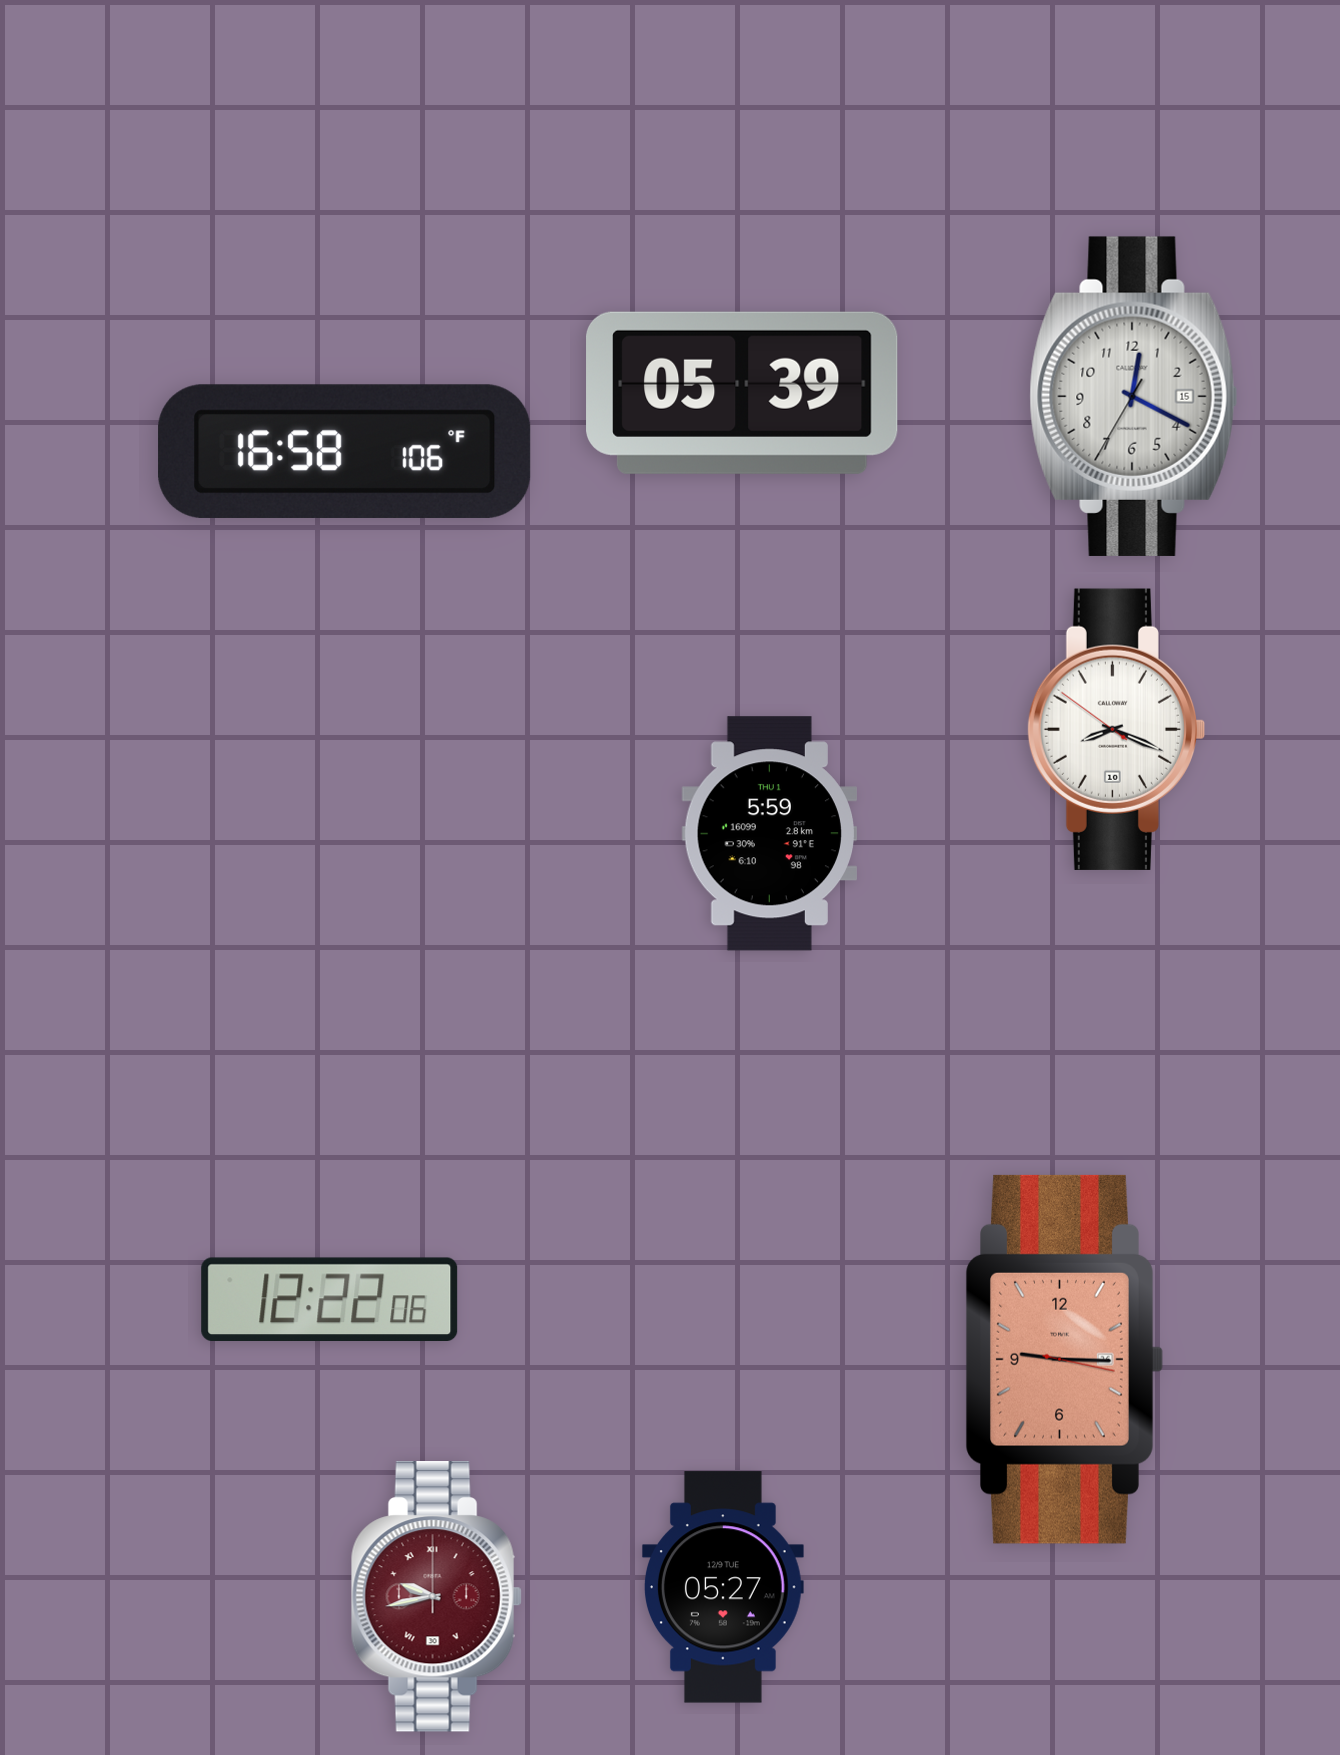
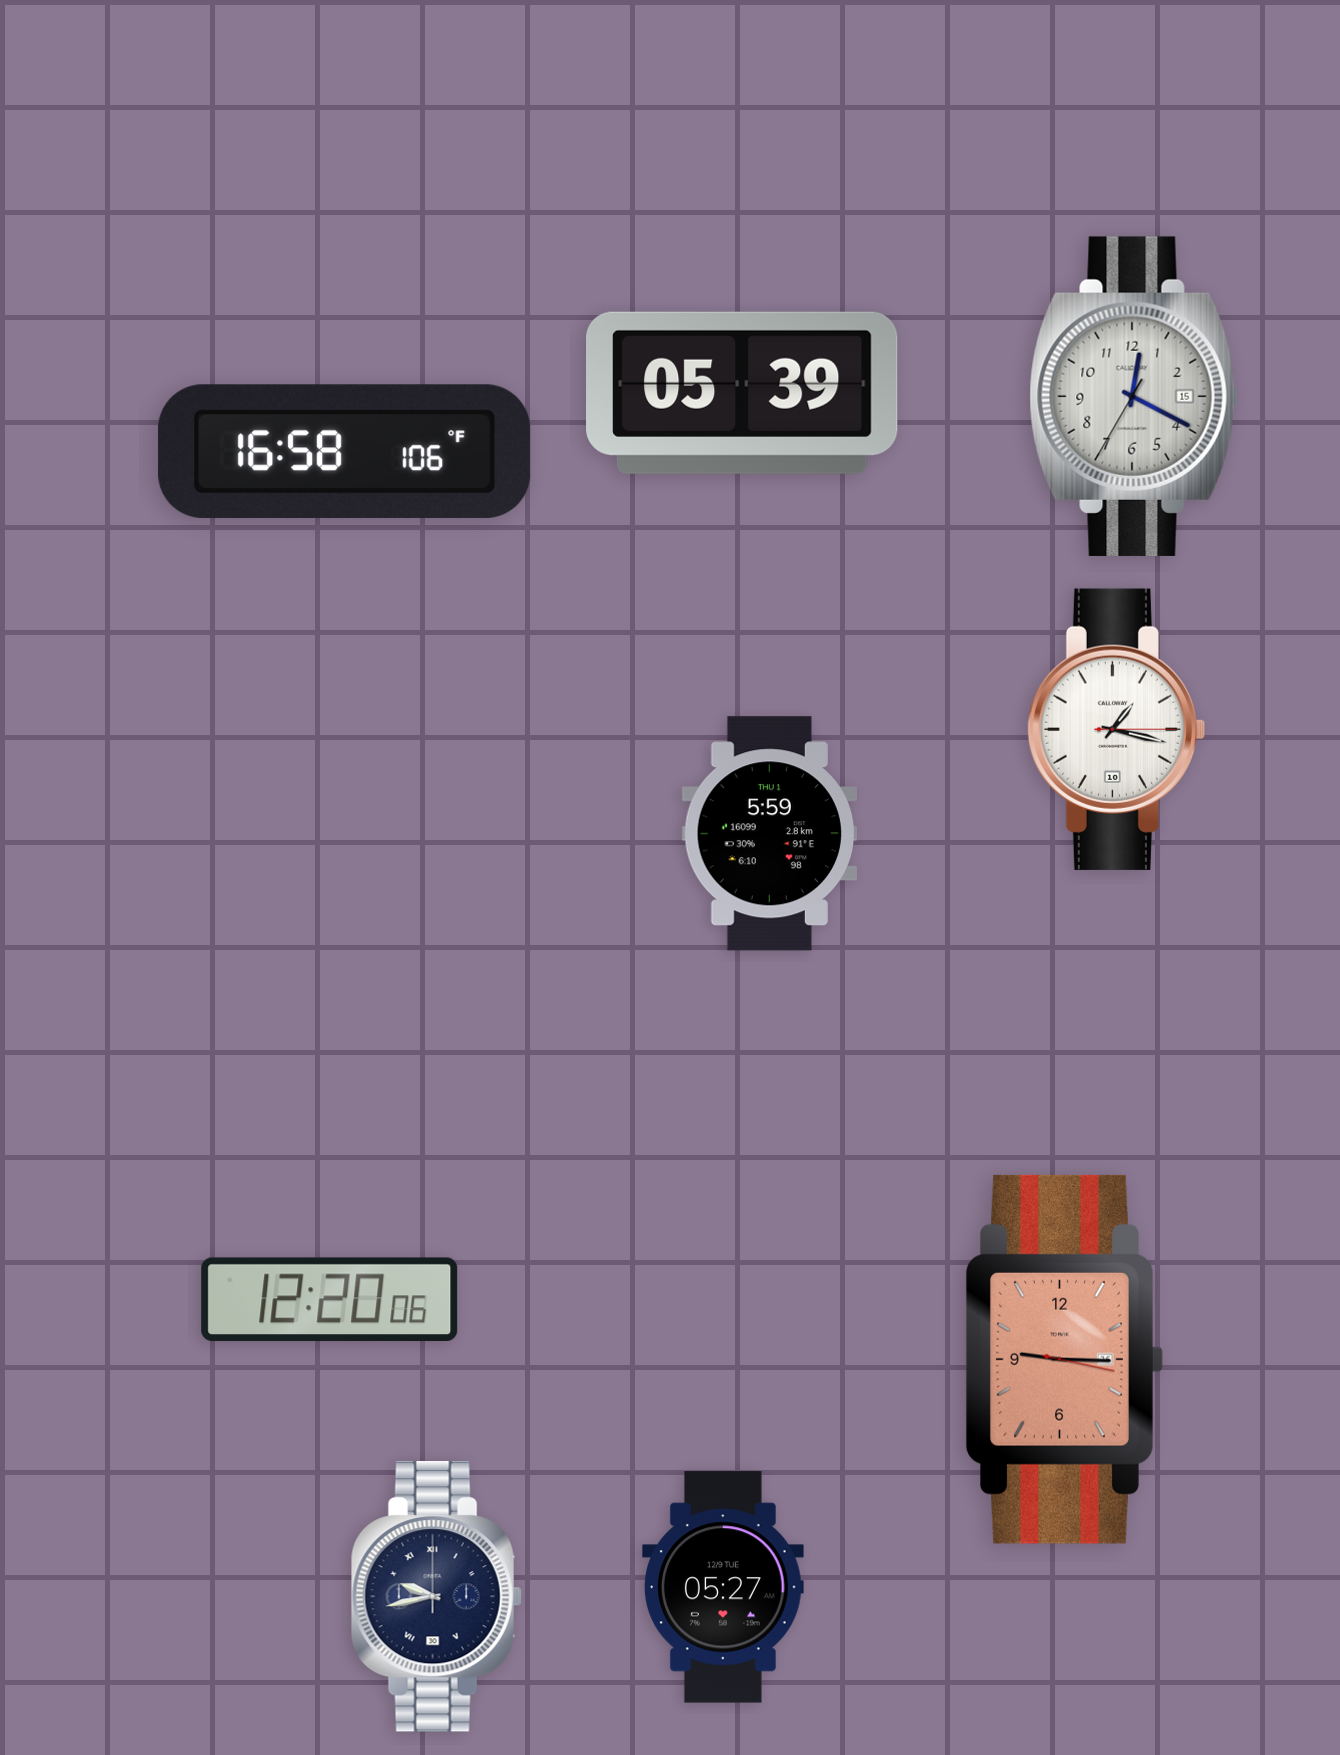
clock at (1115, 729): 8:18 -> 1:17
clock at (330, 1299): 12:22 -> 12:20
clock at (436, 1597) dial: burgundy -> navy
